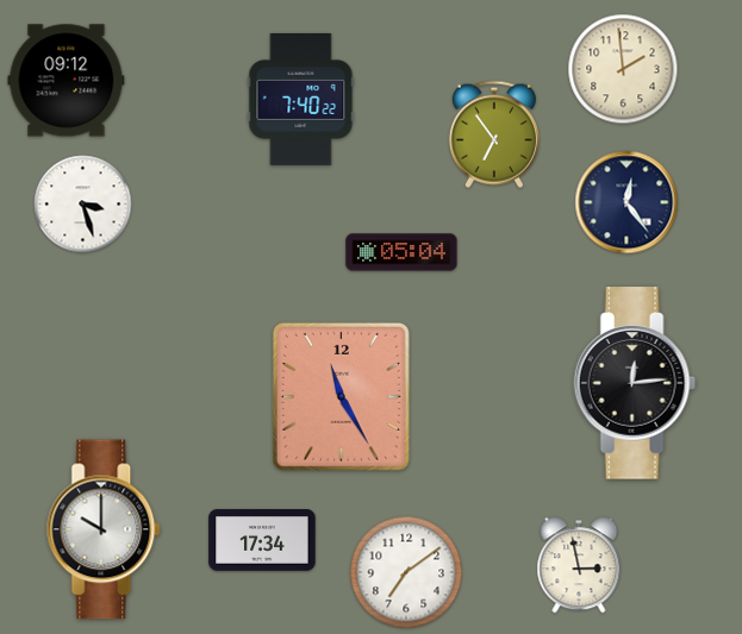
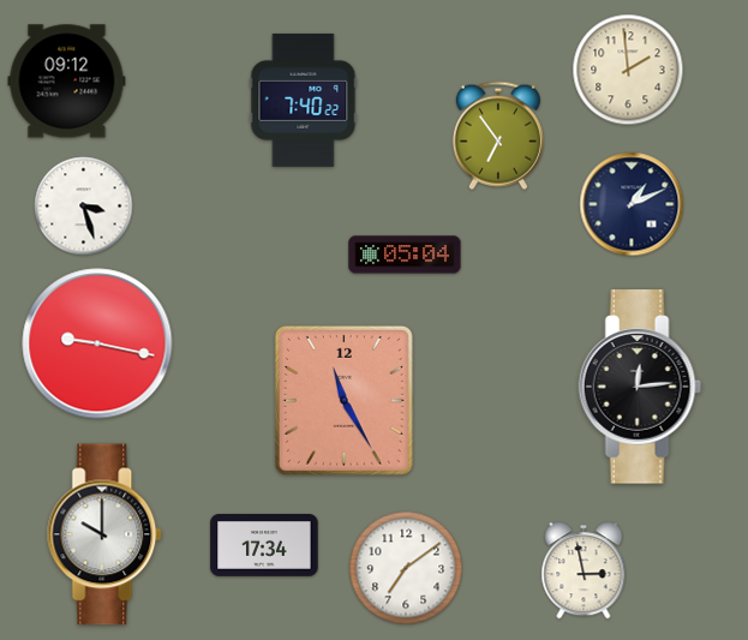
clock at (626, 202): 12:24 -> 1:11
clock at (97, 343): none -> 9:17
clock at (406, 572) position: (406, 572) -> (406, 568)
